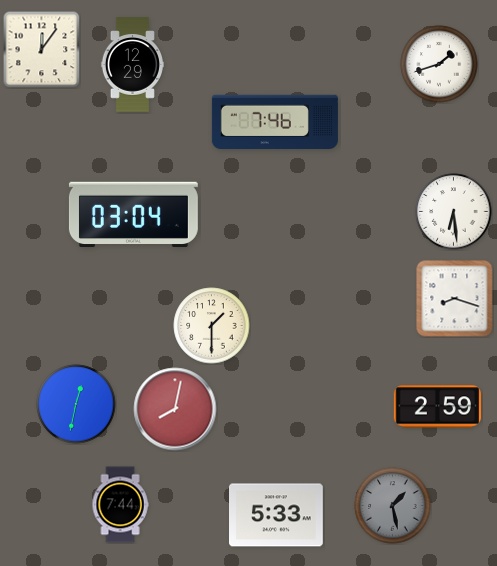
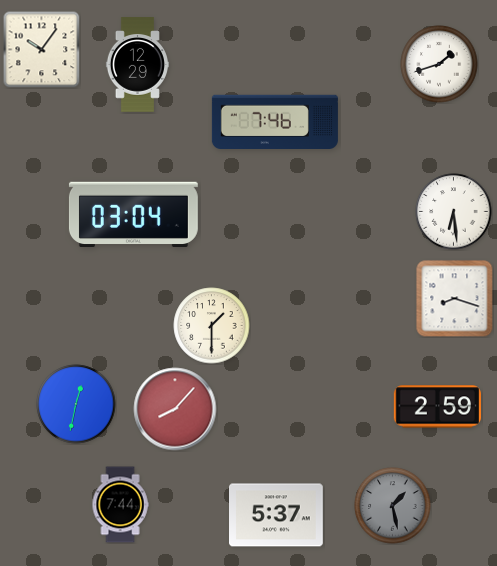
clock at (41, 49): 12:06 -> 10:06
clock at (132, 65) position: (132, 65) -> (137, 65)
clock at (175, 409): 8:02 -> 8:07
clock at (277, 515): 5:33 -> 5:37
